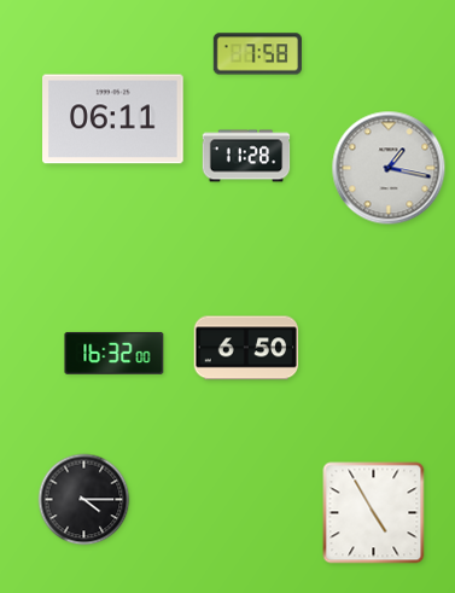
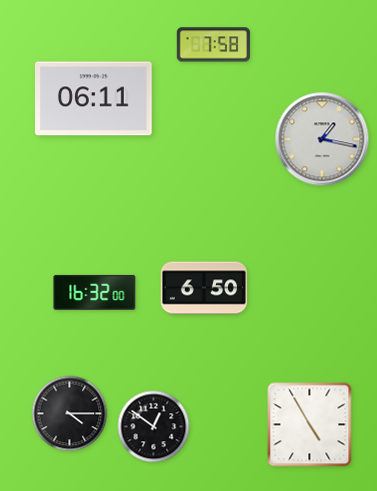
clock at (246, 156): 11:28 -> none
clock at (154, 427): none -> 12:51
